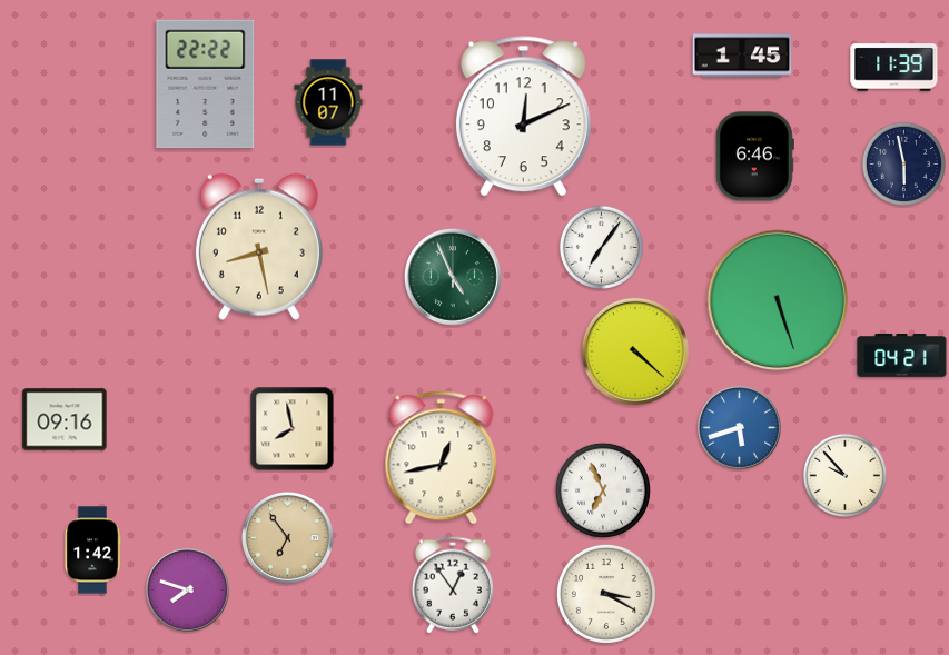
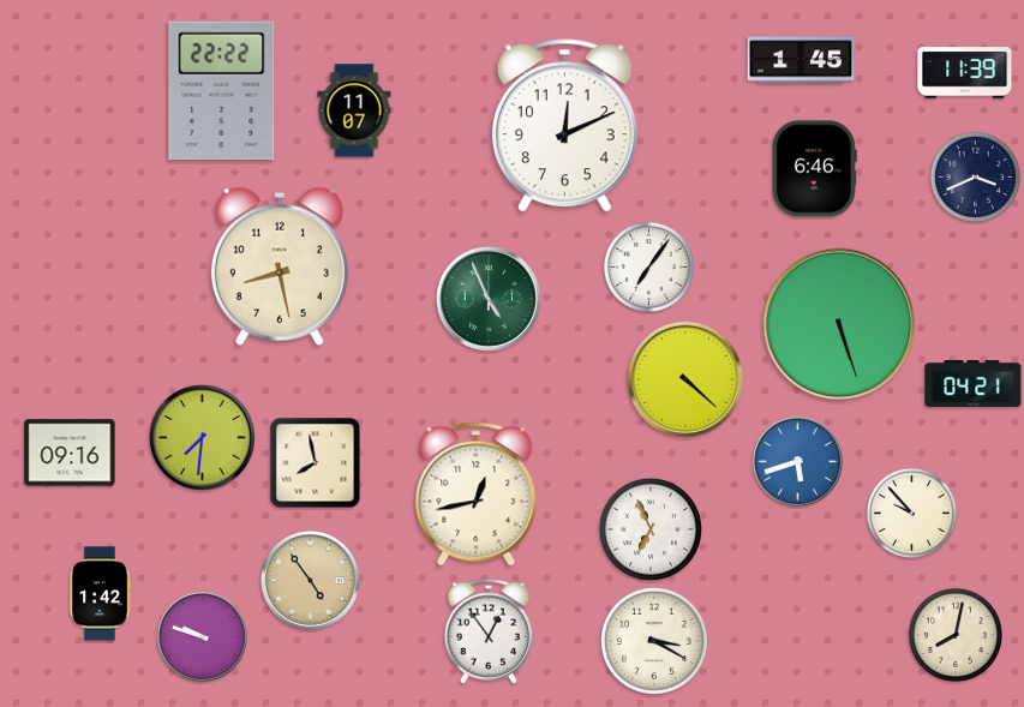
clock at (903, 163): 5:58 -> 3:41
clock at (202, 437): none -> 7:31
clock at (287, 537): 6:54 -> 4:54
clock at (956, 635): none -> 8:02
clock at (188, 591): 7:48 -> 9:48
